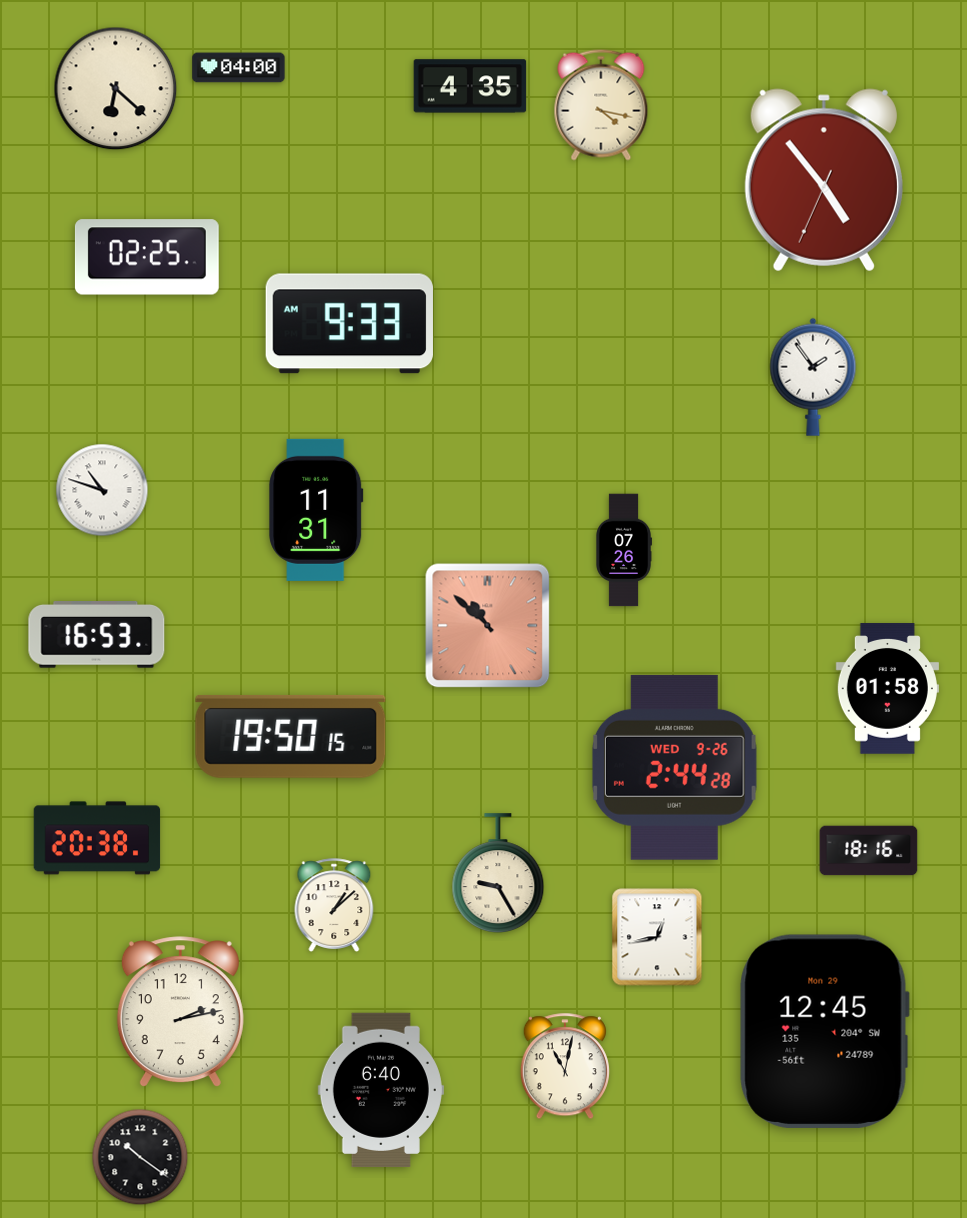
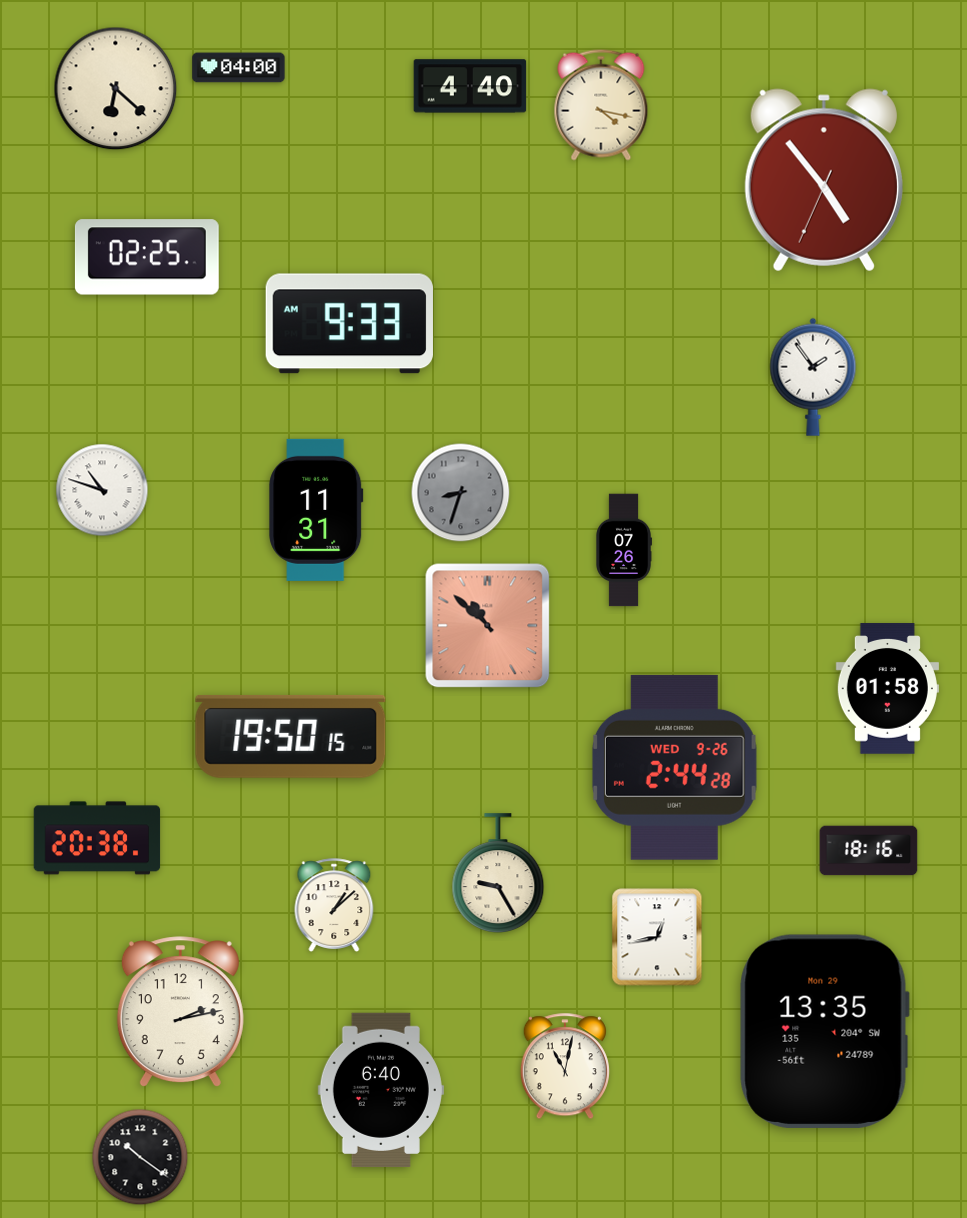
clock at (470, 86): 4:35 -> 4:40
clock at (461, 493): none -> 8:33
clock at (97, 635): 16:53 -> none
clock at (824, 1031): 12:45 -> 13:35
